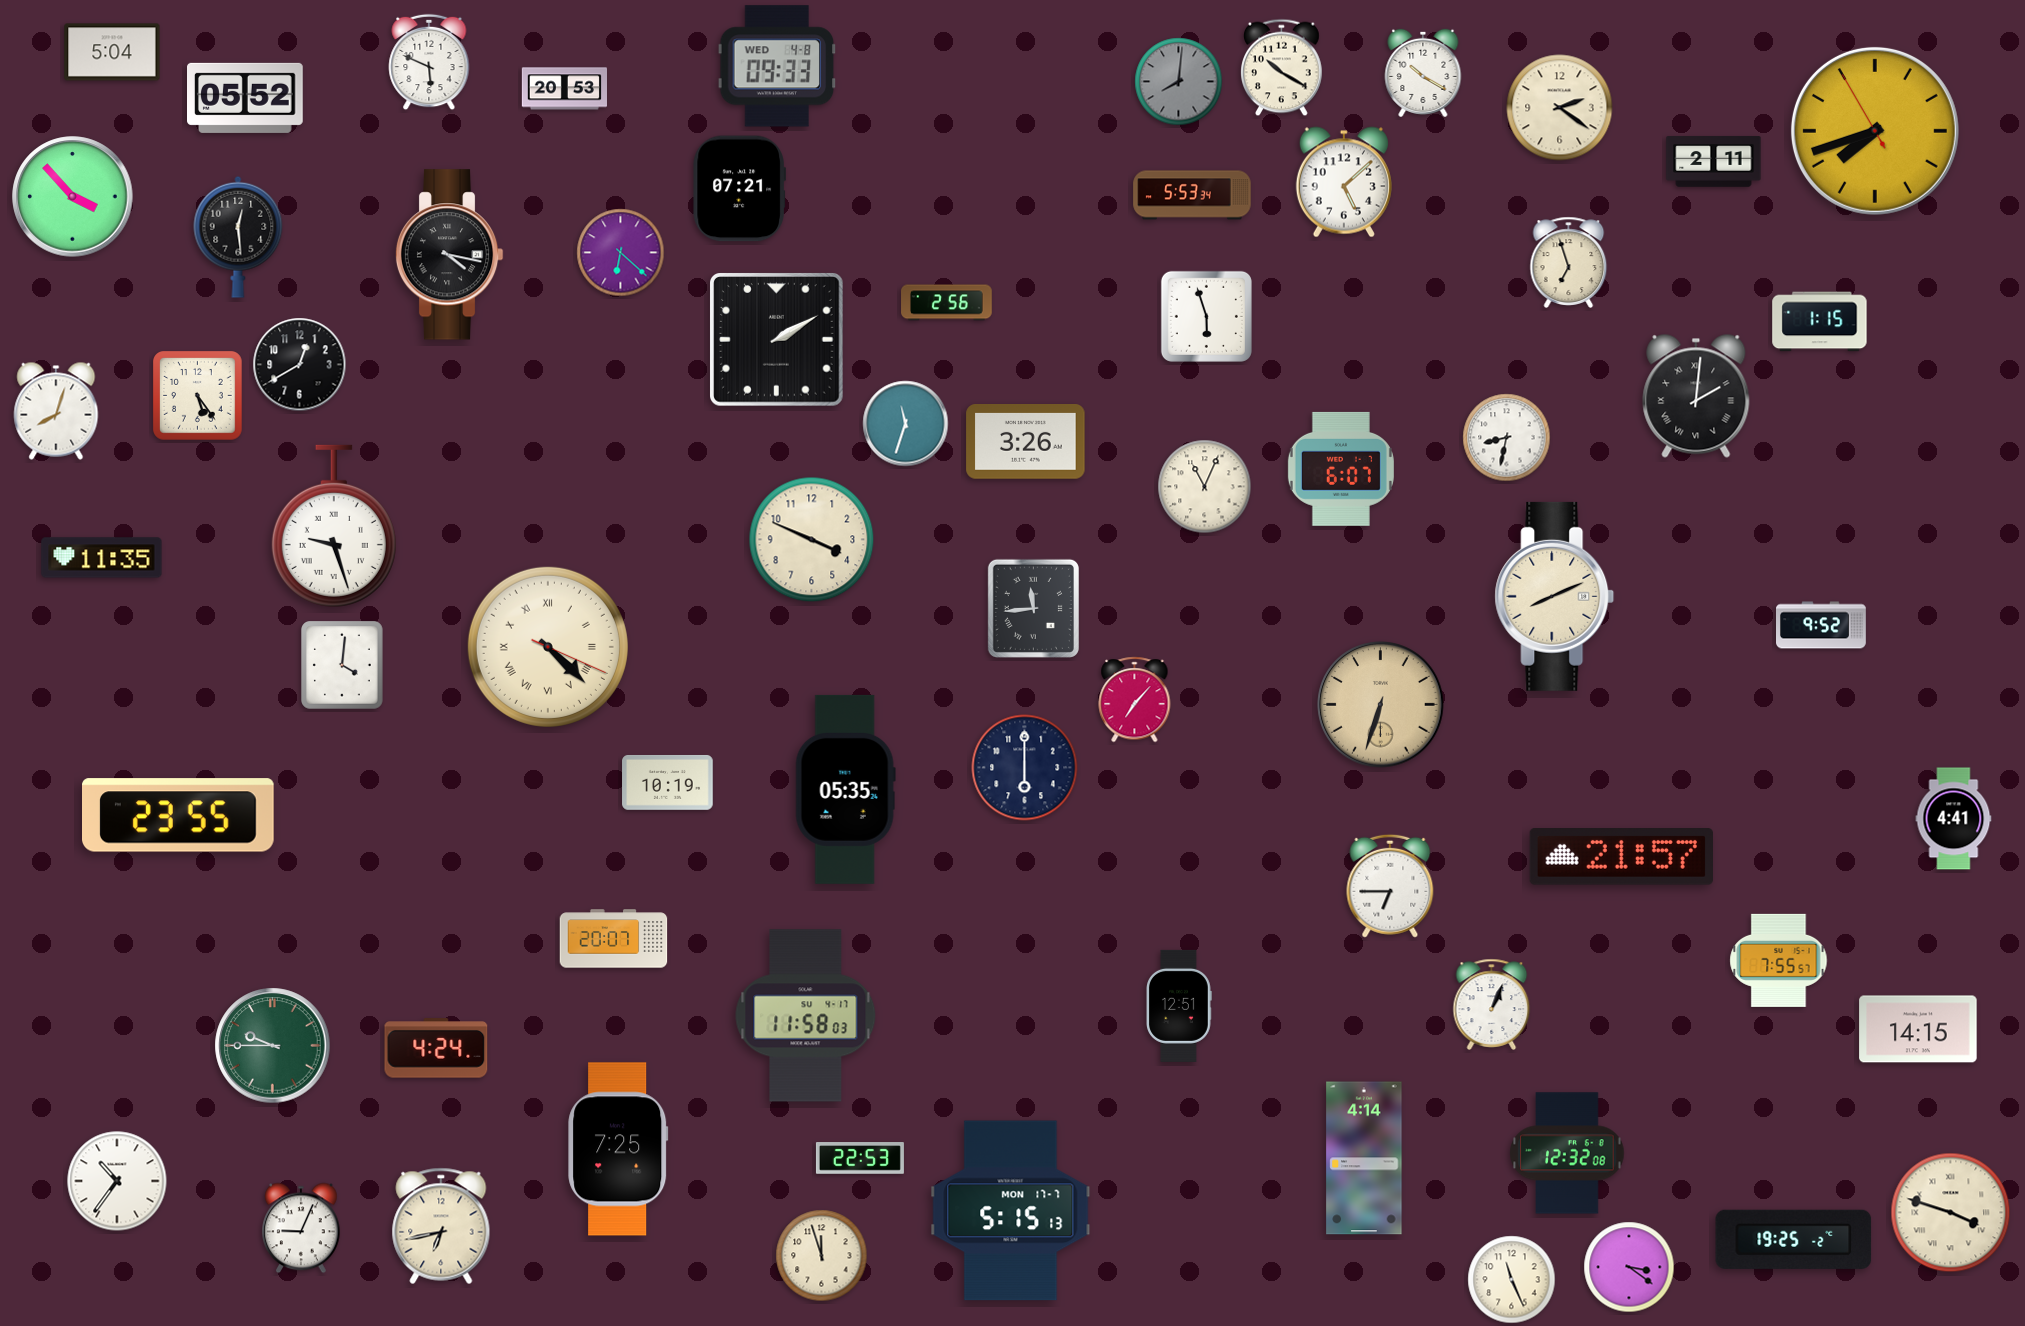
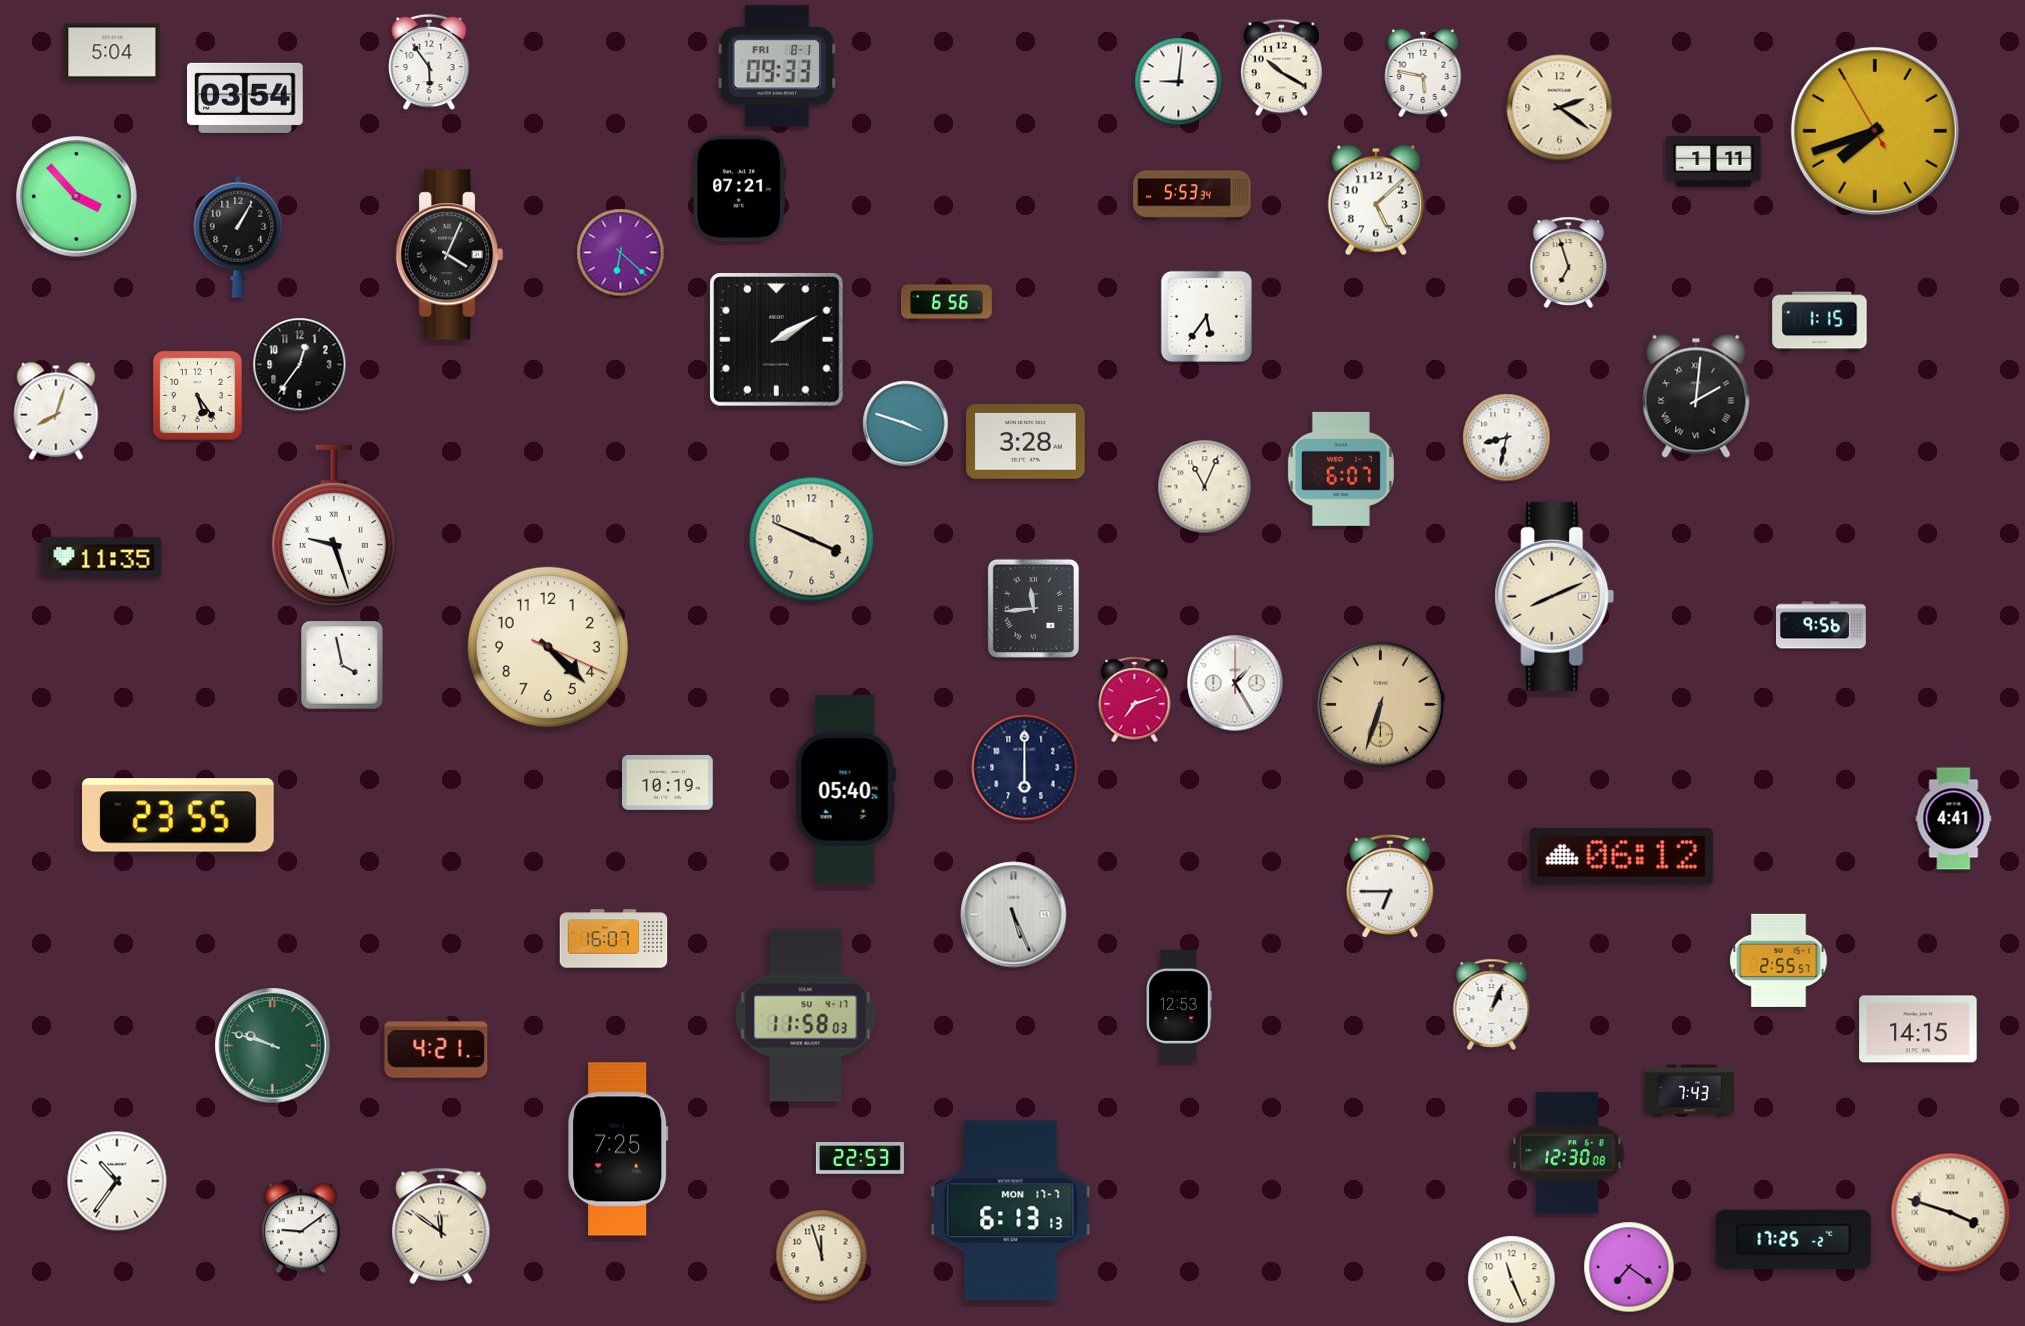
clock at (429, 62): 5:49 -> 5:54
clock at (777, 66) date: WED 4-8 -> FRI 8-1
clock at (1423, 73): 10:20 -> 5:47
clock at (1179, 82): 8:01 -> 9:01
clock at (1179, 82) dial: grey -> white
clock at (564, 89): 20:53 -> none
clock at (246, 98): 05:52 -> 03:54
clock at (1714, 162): 2:11 -> 1:11
clock at (1344, 182) position: (1344, 182) -> (1376, 200)
clock at (73, 197) position: (73, 197) -> (77, 197)
clock at (238, 237): 12:29 -> 1:05
clock at (449, 255): 4:17 -> 4:04
clock at (947, 303): 2:56 -> 6:56
clock at (1206, 316): 5:57 -> 5:36
clock at (300, 365): 12:40 -> 12:36
clock at (906, 424): 11:33 -> 3:48
clock at (1026, 442): 3:26 -> 3:28
clock at (1821, 625): 9:52 -> 9:56
clock at (548, 647) numerals: Roman -> Arabic
clock at (343, 666): 4:01 -> 3:58
clock at (1235, 683): none -> 1:25
clock at (1135, 700): 7:07 -> 7:12
clock at (845, 789): 05:35 -> 05:40
clock at (1621, 857): 21:57 -> 06:12
clock at (1014, 915): none -> 5:26
clock at (614, 939): 20:07 -> 16:07
clock at (1779, 960): 7:55 -> 2:55
clock at (1179, 1006): 12:51 -> 12:53
clock at (273, 1046): 9:45 -> 9:48
clock at (436, 1048): 4:24 -> 4:21
clock at (1689, 1091): none -> 7:43
clock at (1567, 1153): 12:32 -> 12:30
clock at (1364, 1158): 4:14 -> none
clock at (1011, 1211): 5:15 -> 6:13
clock at (441, 1226): 6:43 -> 11:51
clock at (301, 1228): 9:04 -> 9:09
clock at (1794, 1239): 19:25 -> 17:25
clock at (1629, 1267): 3:21 -> 7:21
